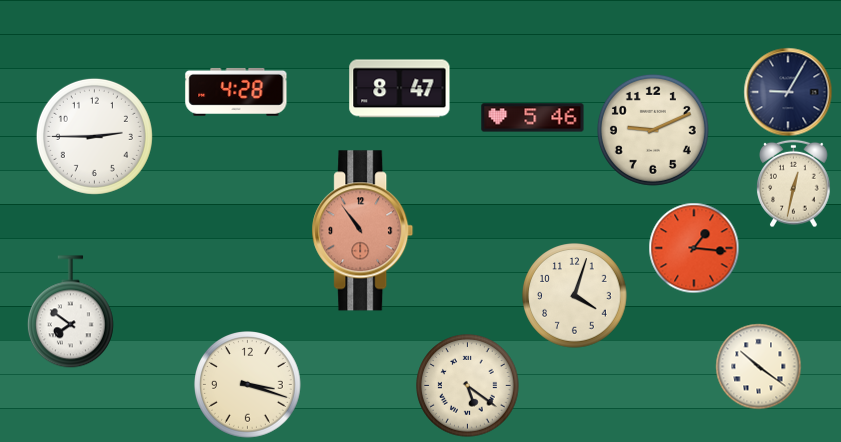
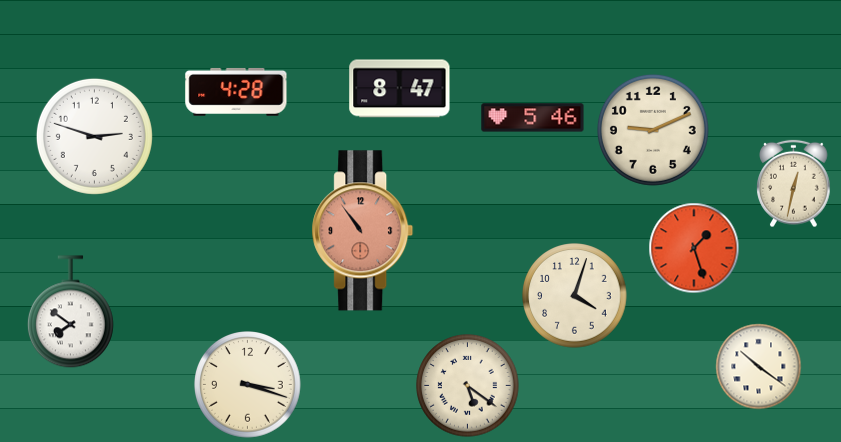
clock at (788, 92): 9:05 -> none
clock at (94, 136): 2:45 -> 2:48
clock at (694, 248): 1:16 -> 1:27
